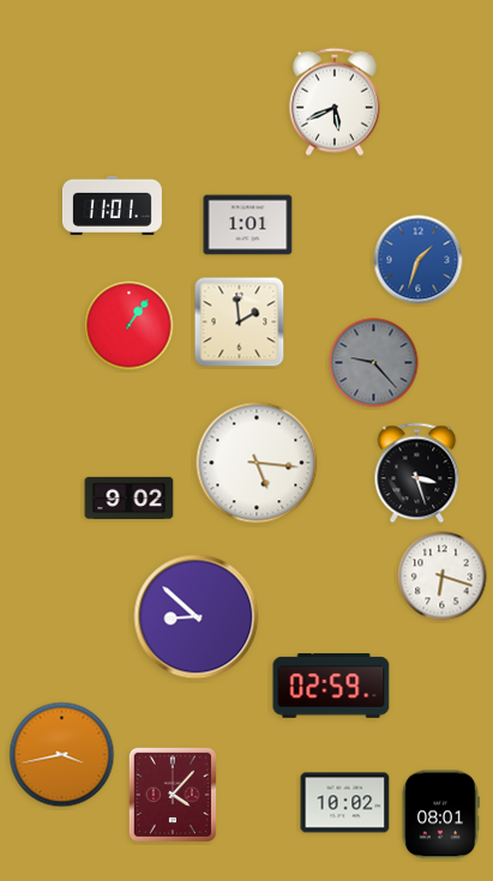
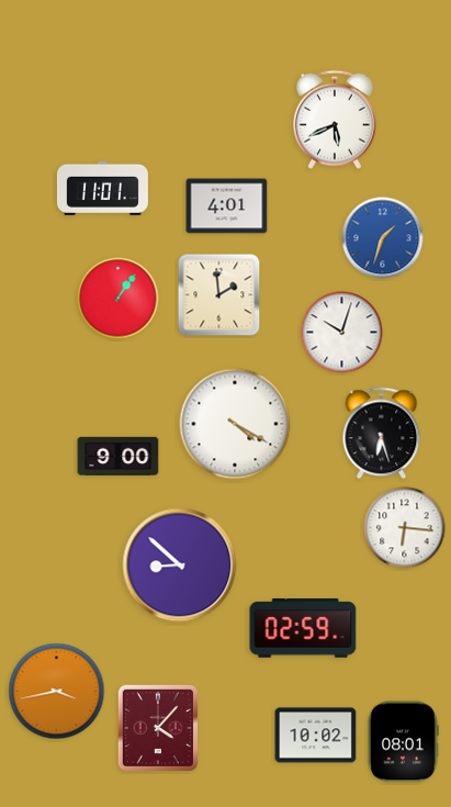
clock at (335, 102) position: (335, 102) -> (335, 120)
clock at (248, 225): 1:01 -> 4:01
clock at (374, 363): 9:23 -> 10:03
clock at (374, 363) dial: grey -> white
clock at (257, 463): 5:16 -> 4:20
clock at (417, 473): 3:27 -> 6:27
clock at (130, 497): 9:02 -> 9:00
clock at (443, 577): 6:18 -> 6:16
clock at (440, 815) position: (440, 815) -> (403, 742)
